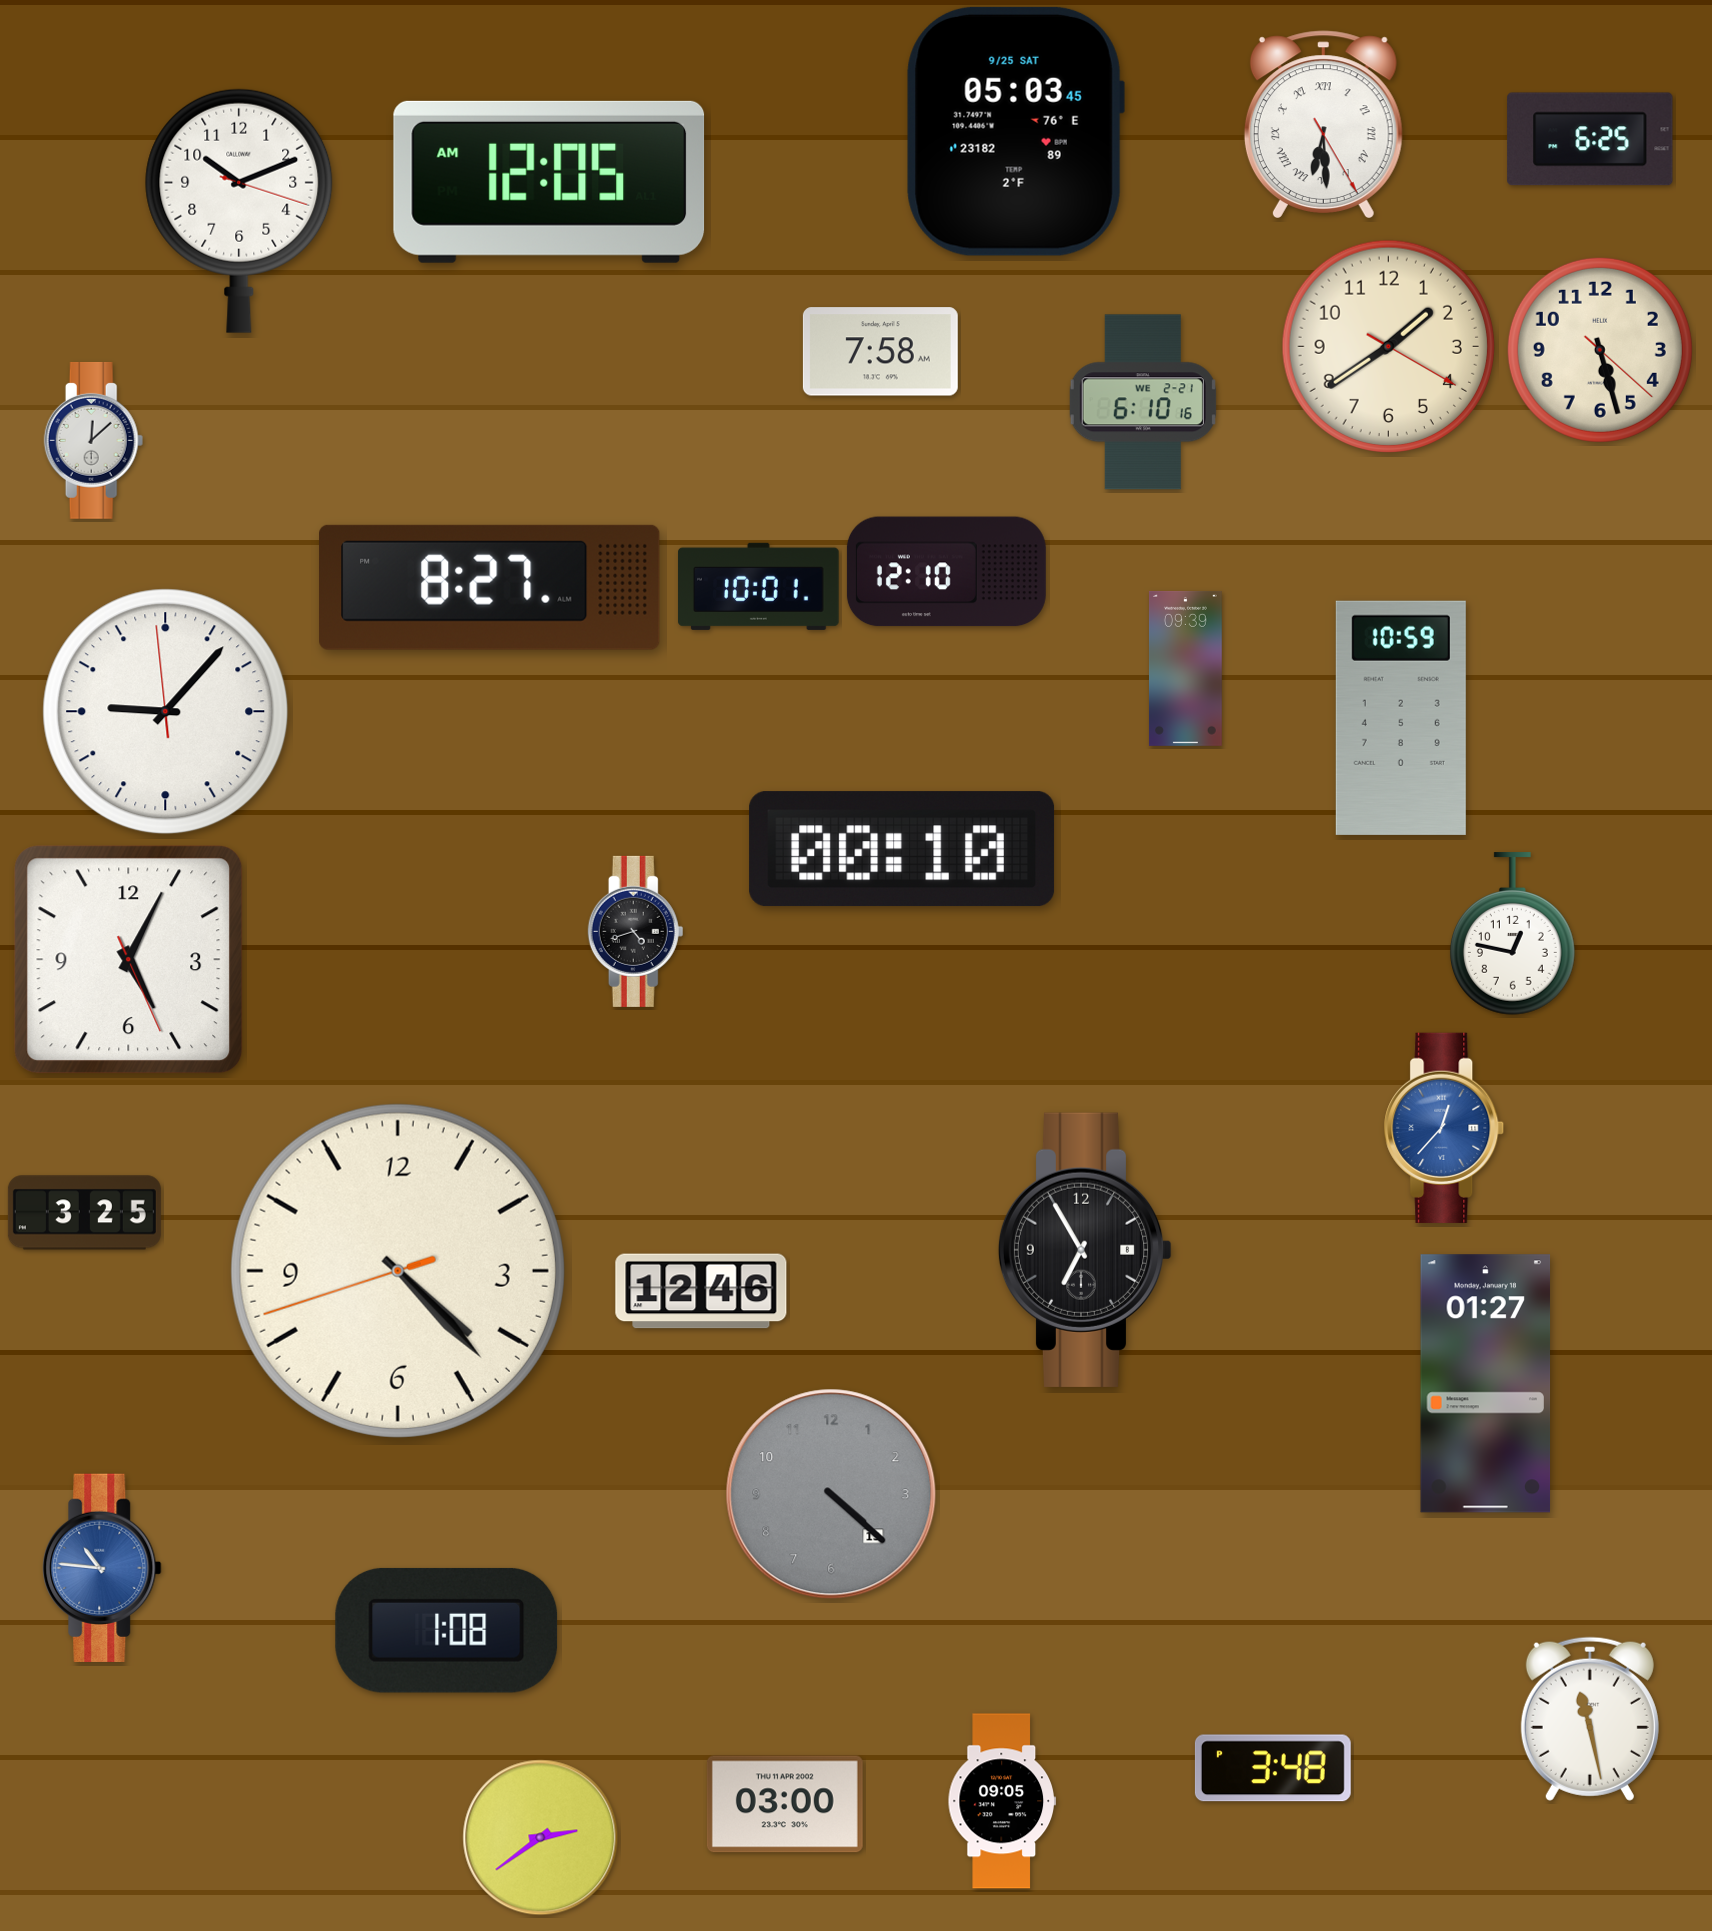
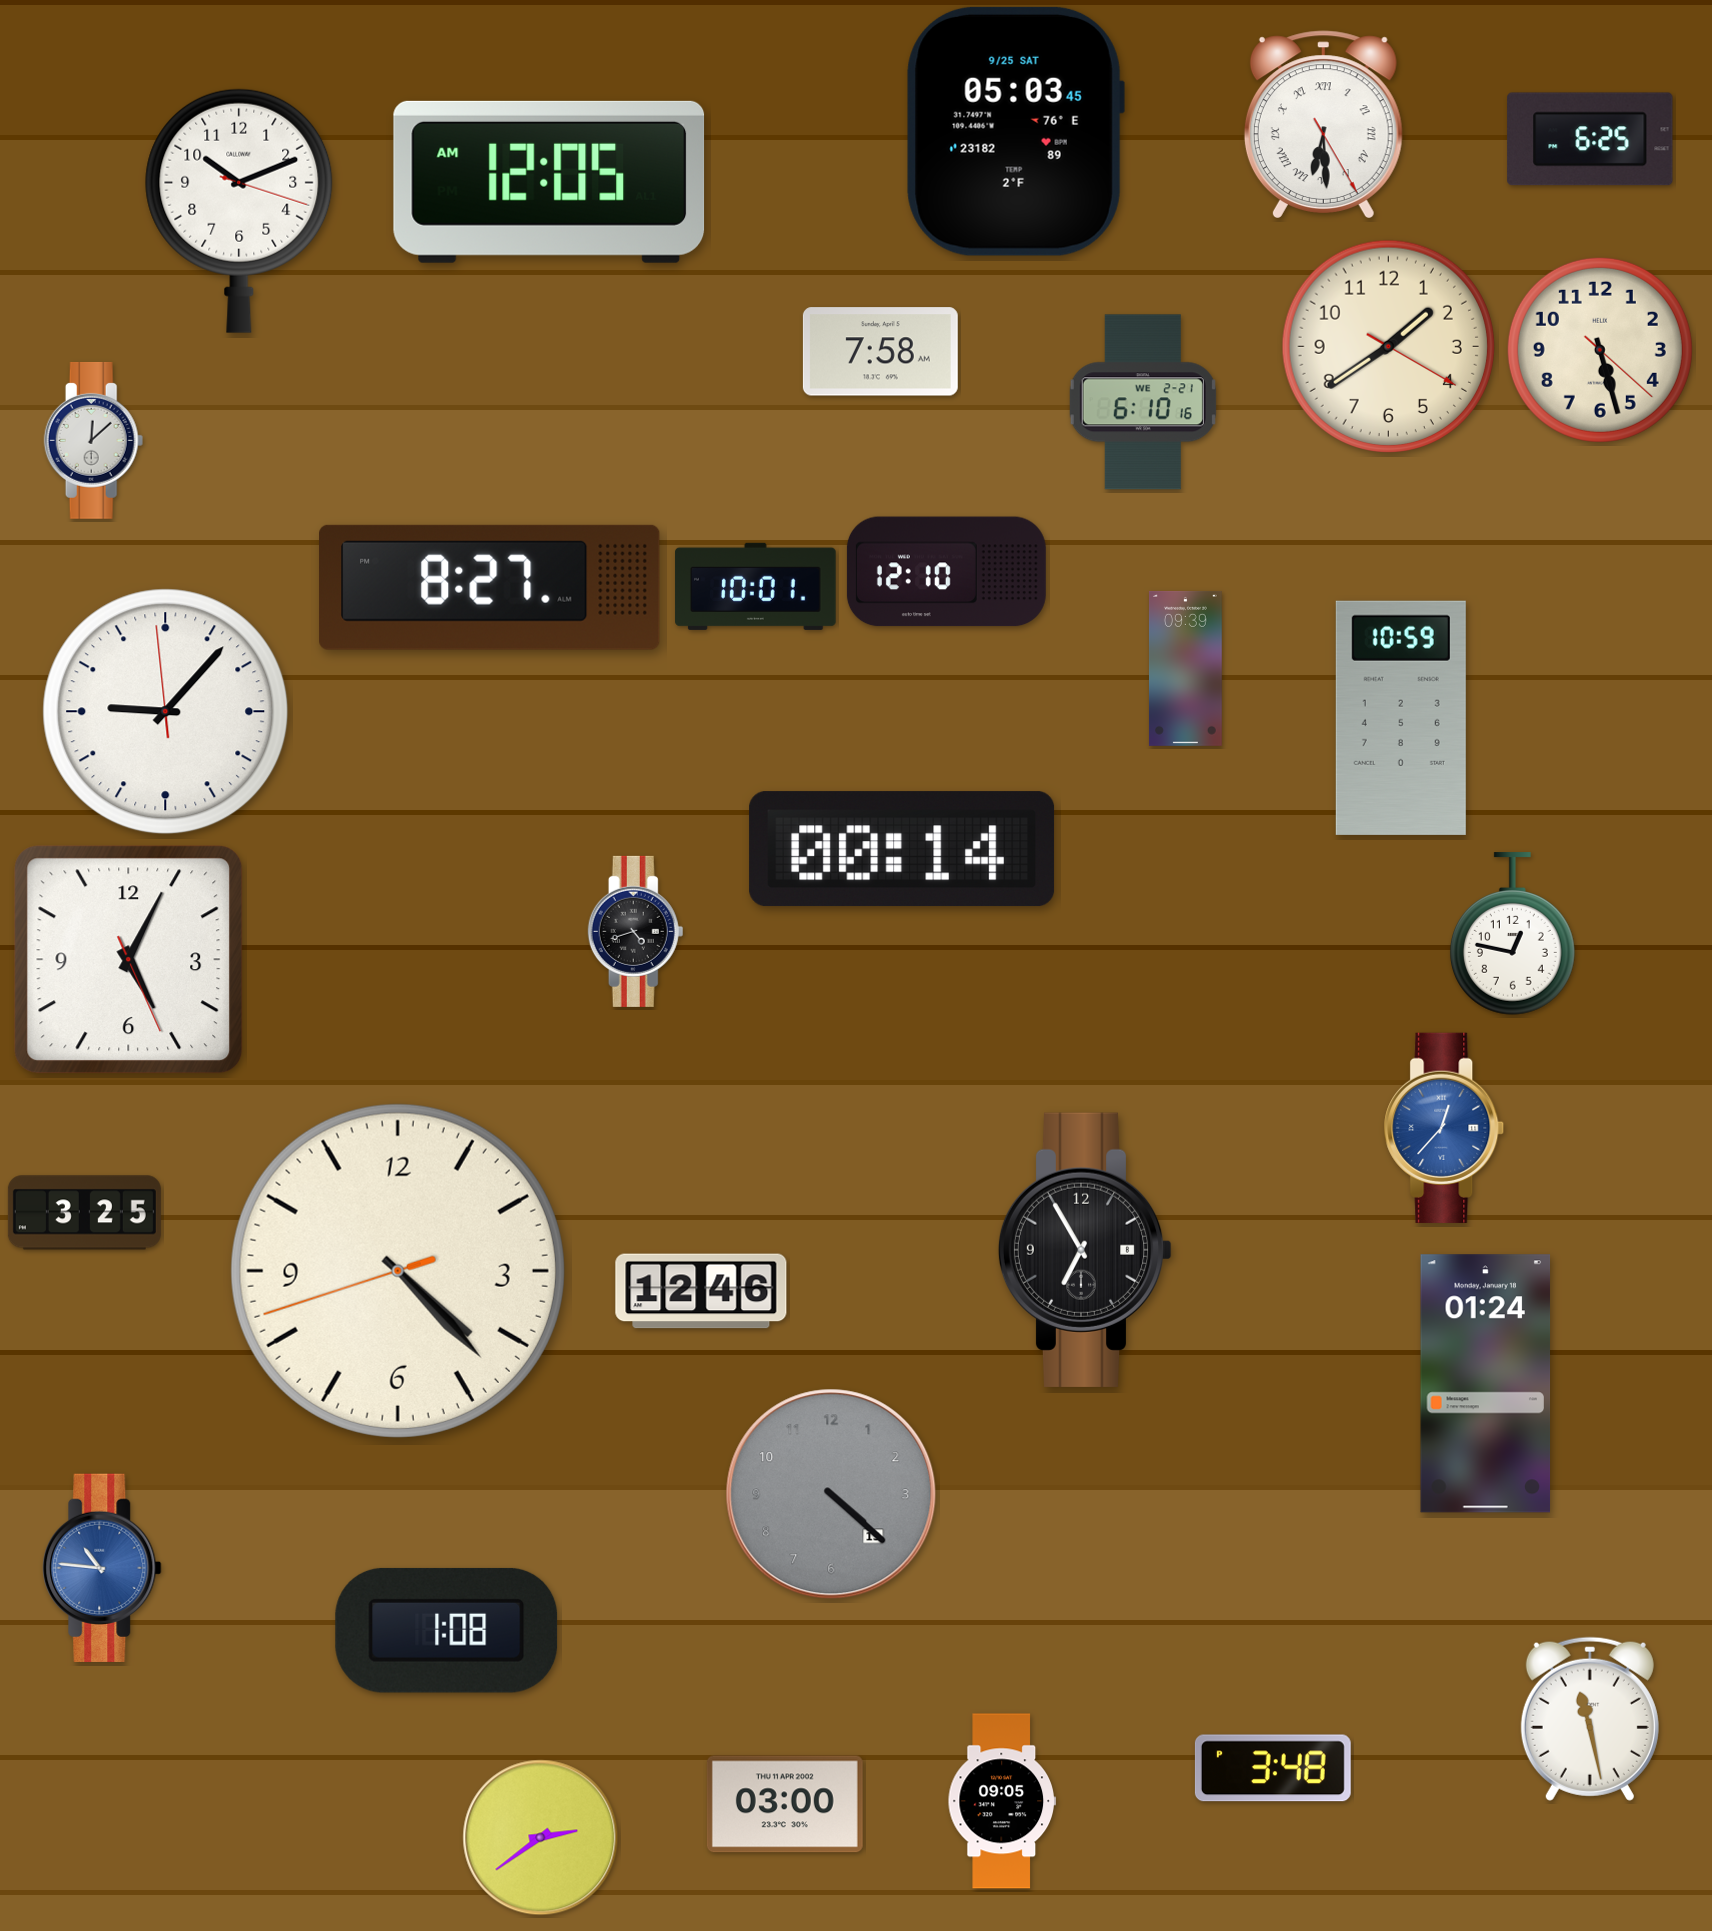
clock at (759, 586) position: (759, 586) -> (756, 586)
clock at (902, 849): 00:10 -> 00:14
clock at (1486, 1384): 01:27 -> 01:24
